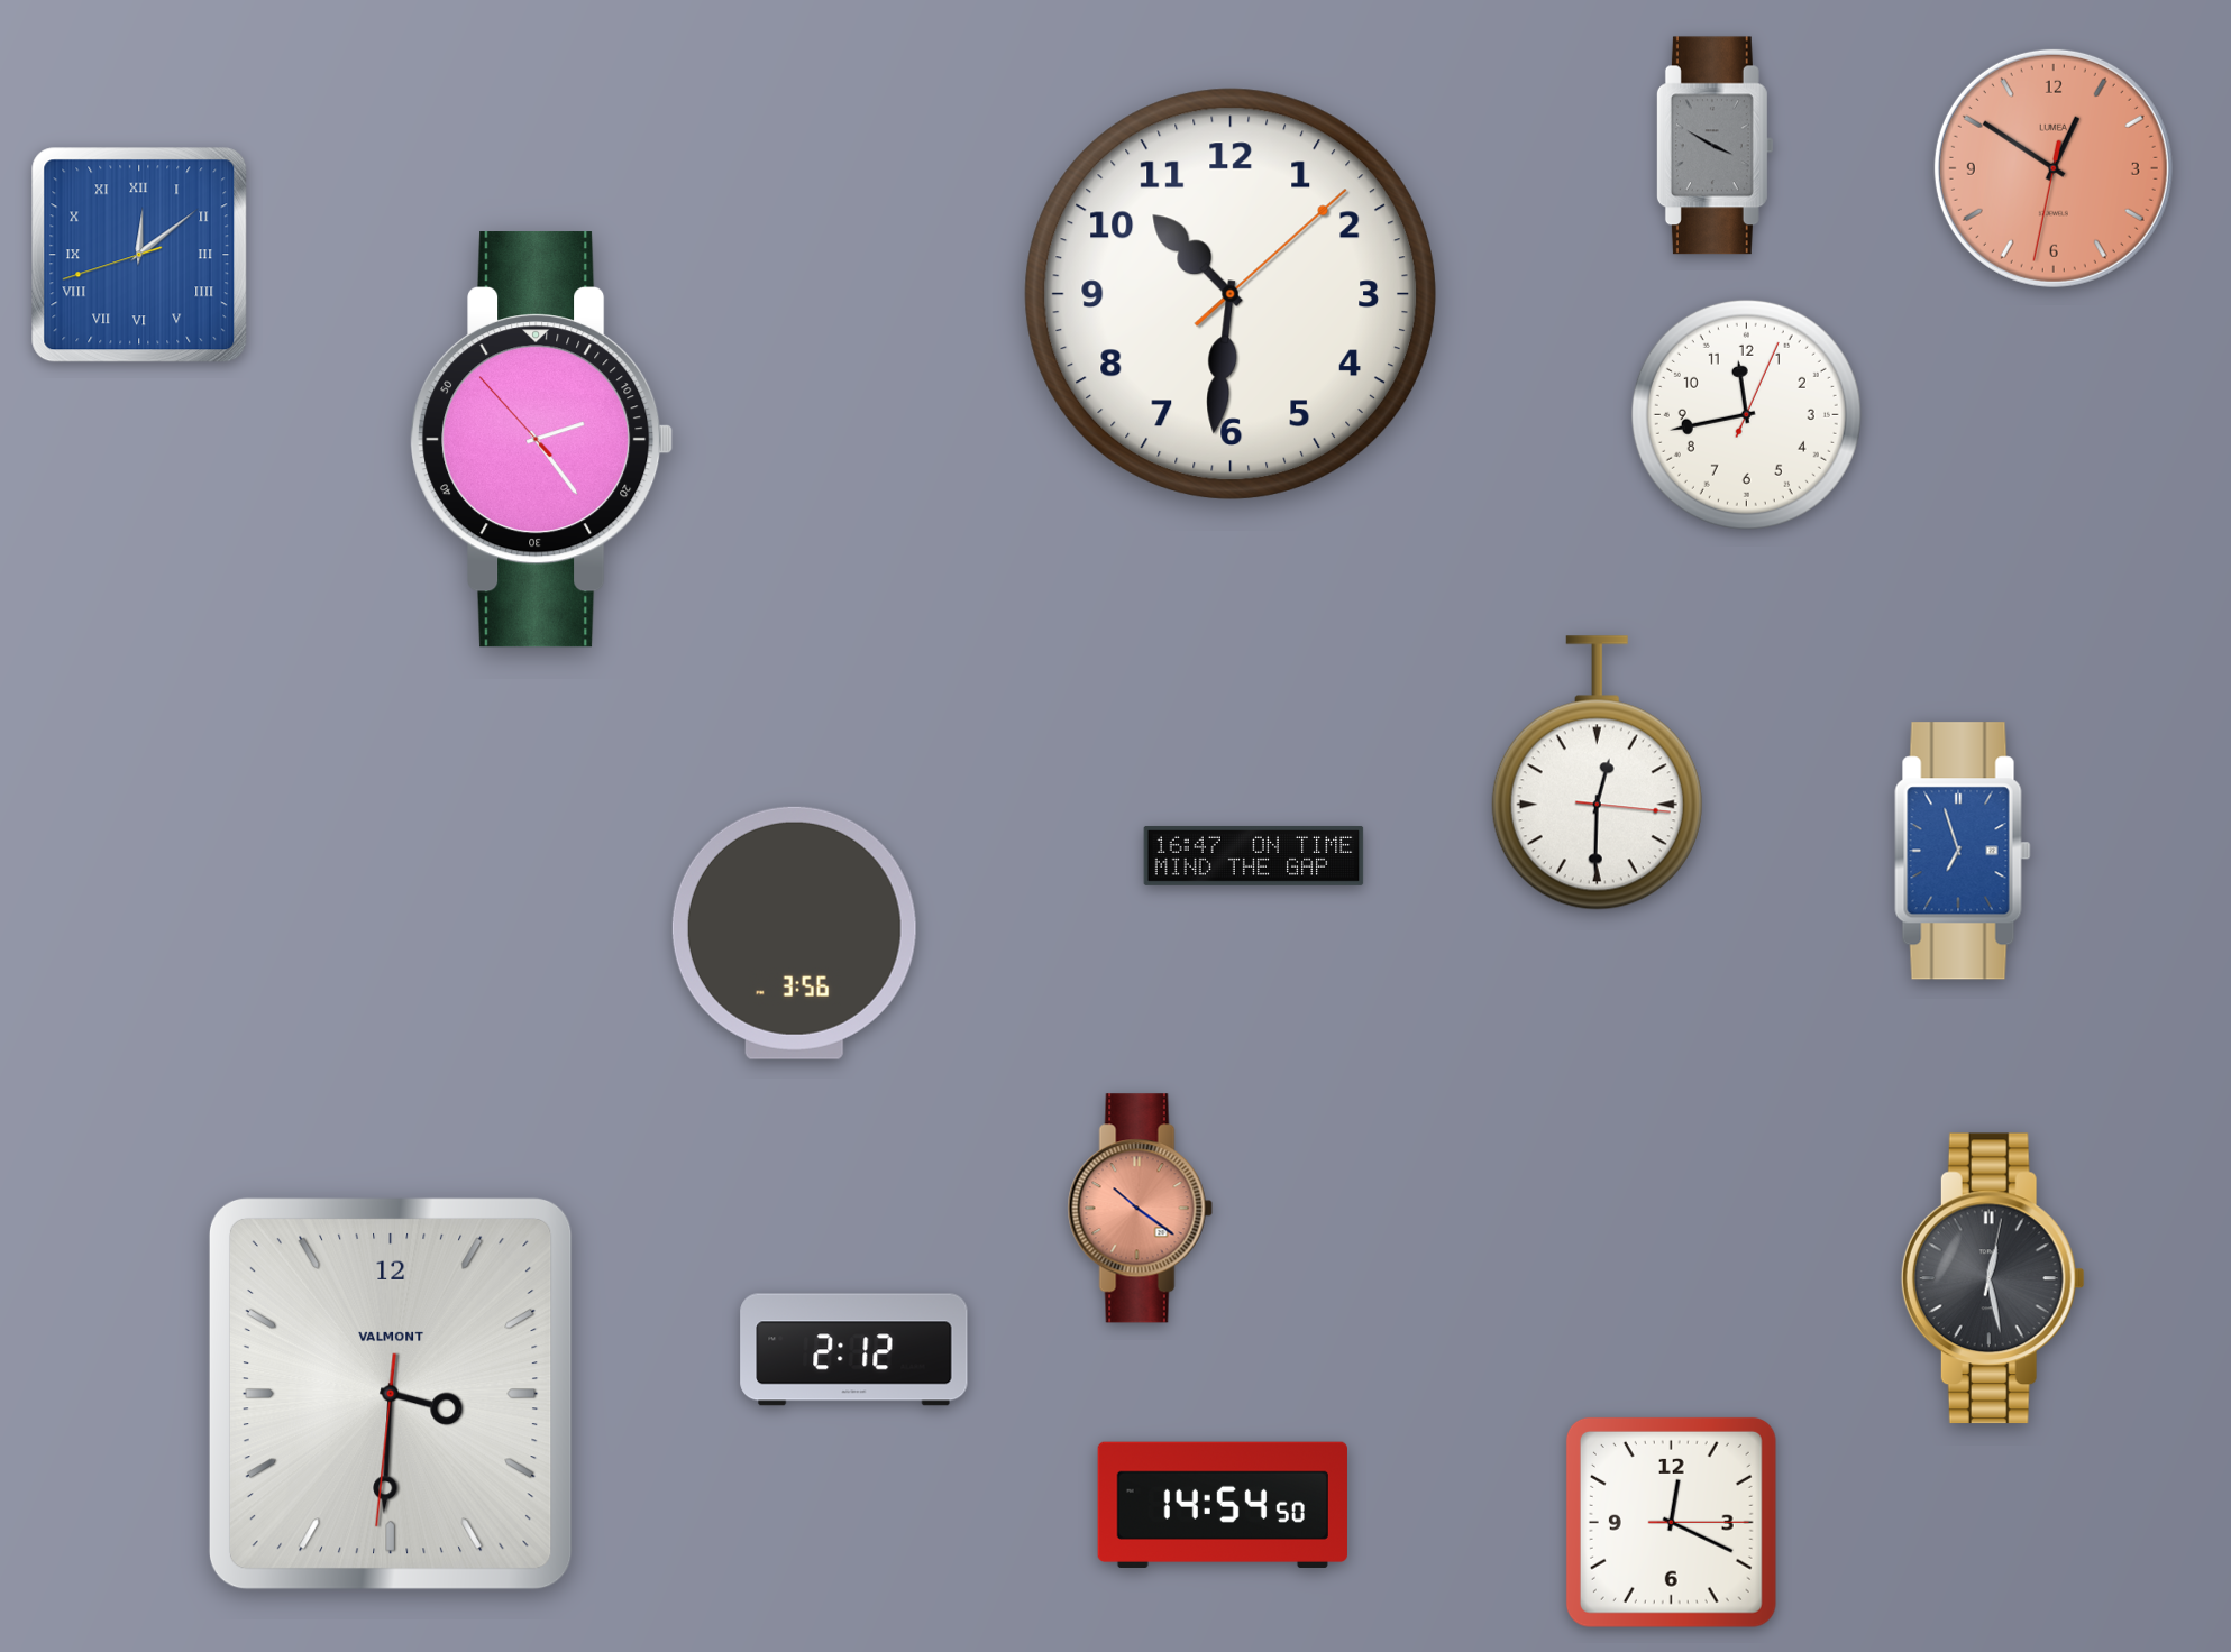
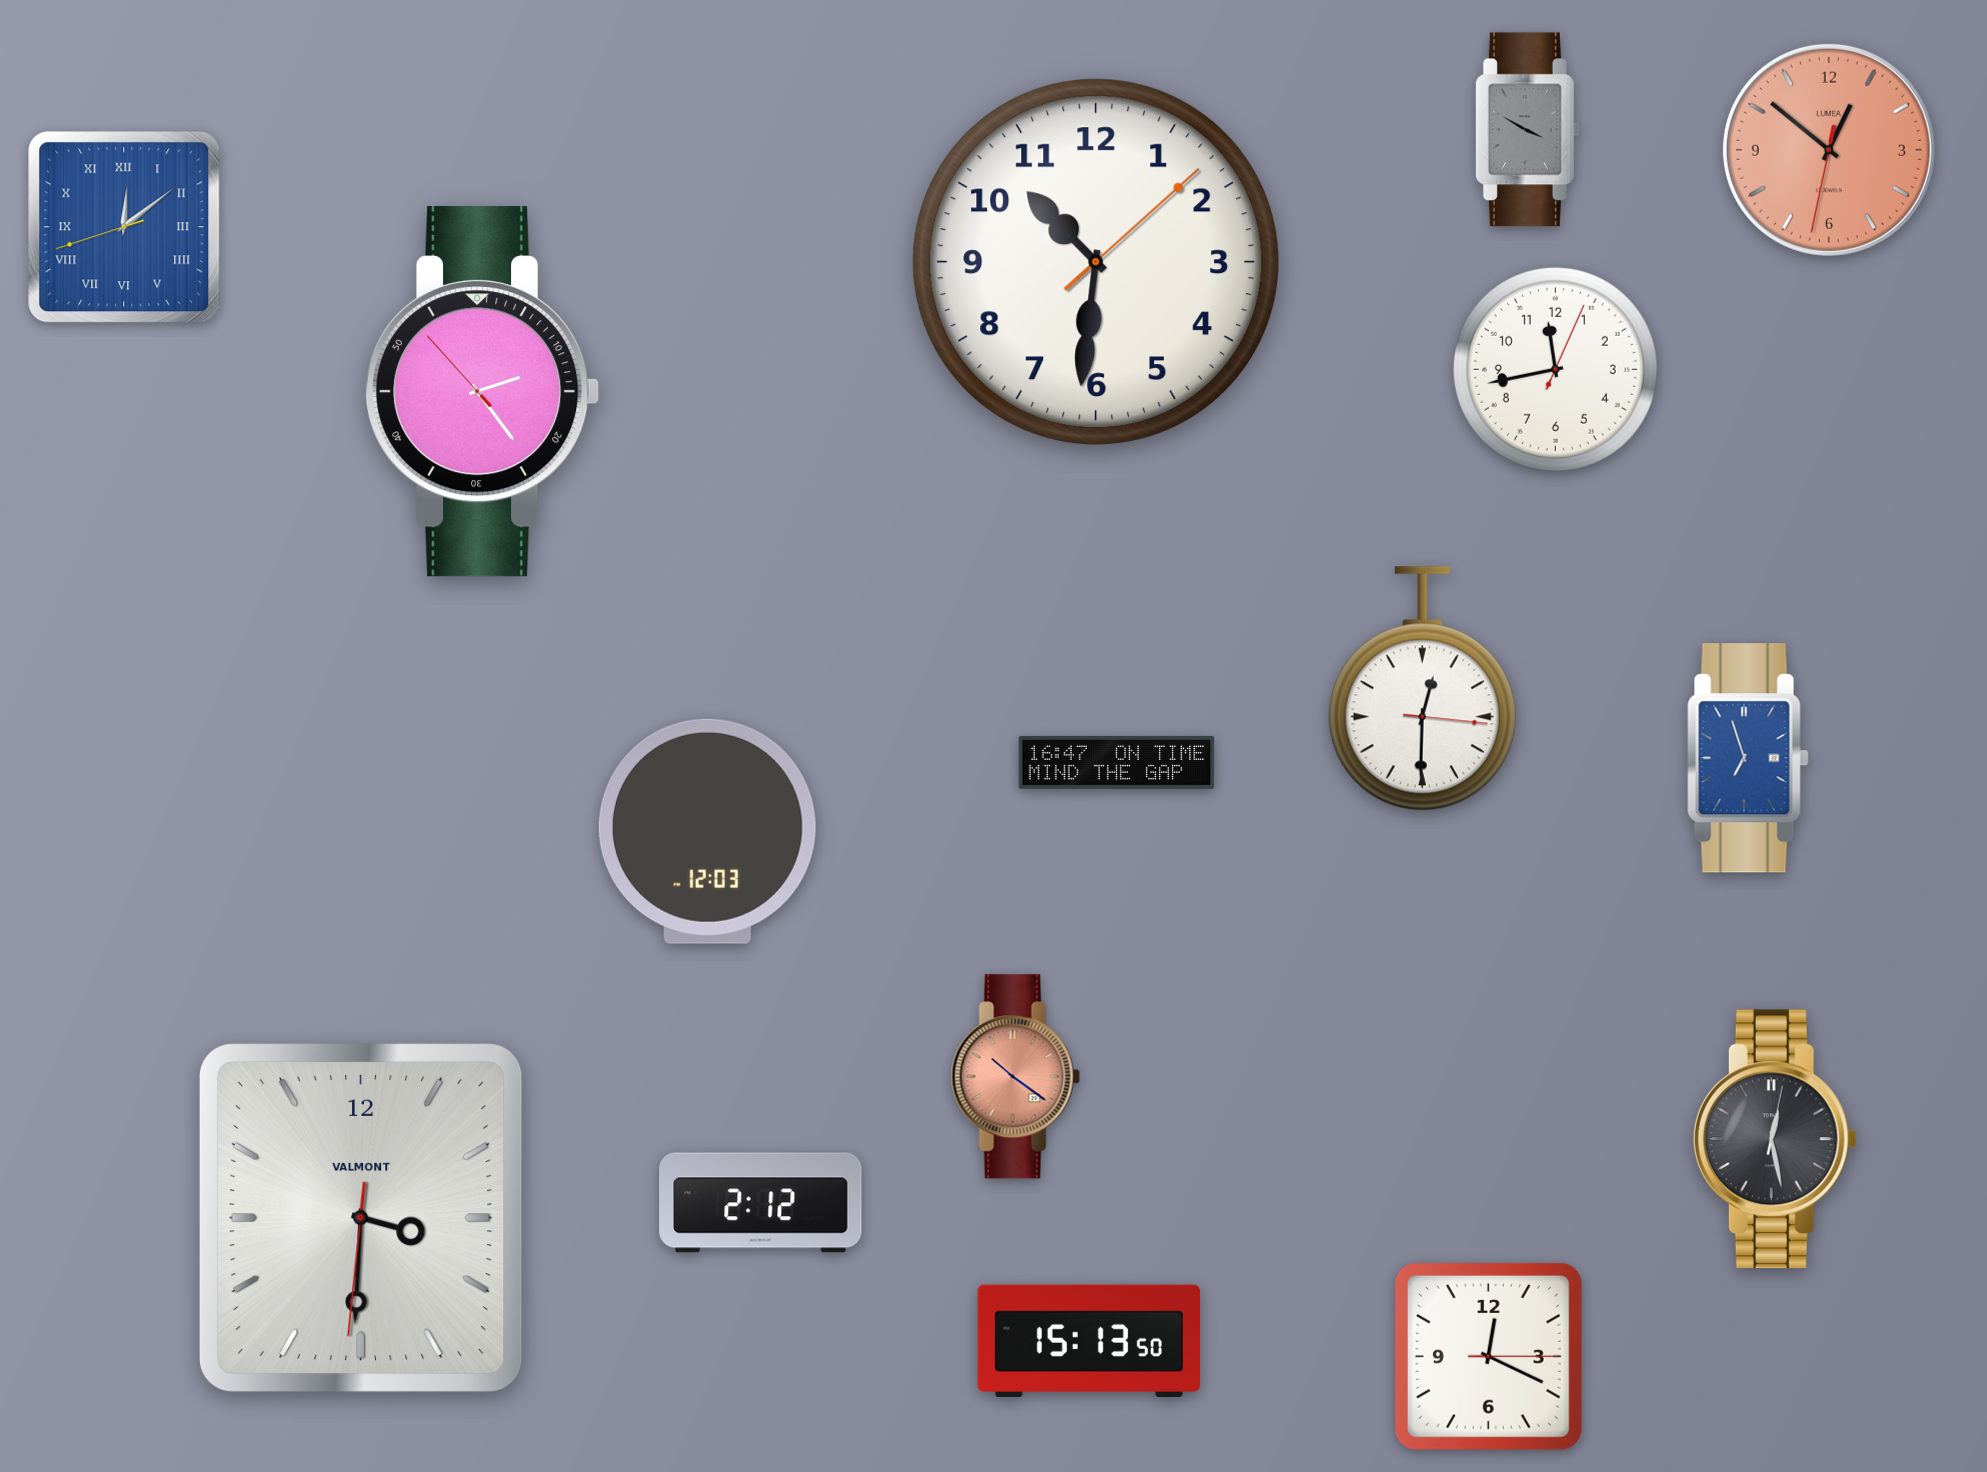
clock at (2054, 168): 12:50 -> 12:51
clock at (794, 933): 3:56 -> 12:03
clock at (391, 1394) position: (391, 1394) -> (361, 1218)
clock at (1223, 1505): 14:54 -> 15:13
